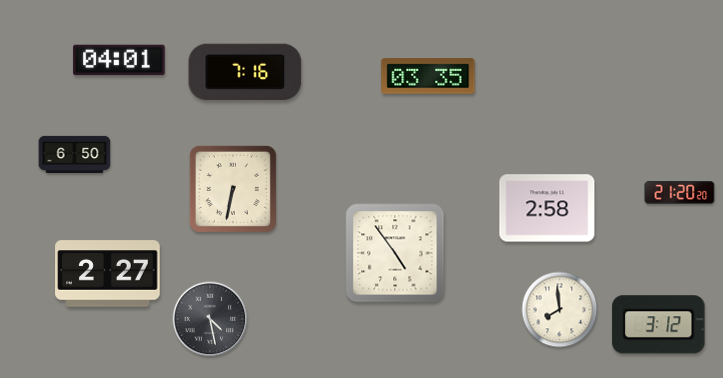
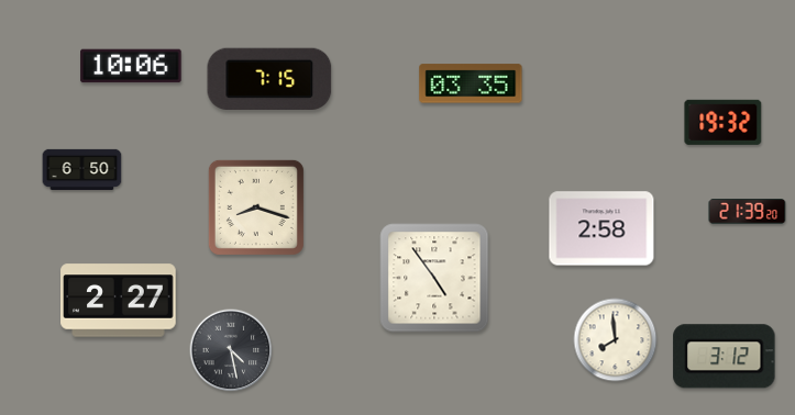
clock at (119, 60): 04:01 -> 10:06
clock at (245, 71): 7:16 -> 7:15
clock at (724, 122): none -> 19:32
clock at (233, 189): 6:32 -> 8:18
clock at (680, 193): 21:20 -> 21:39
